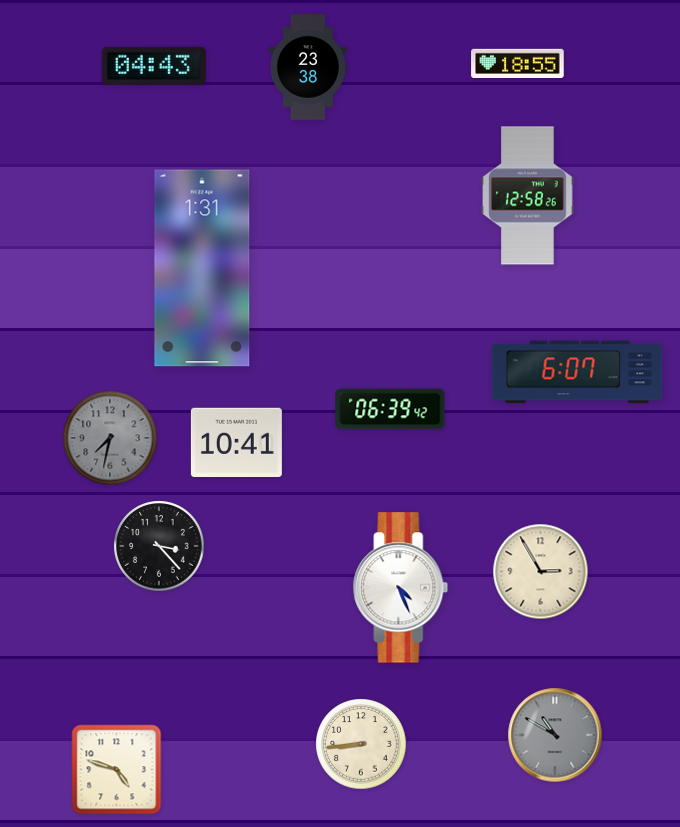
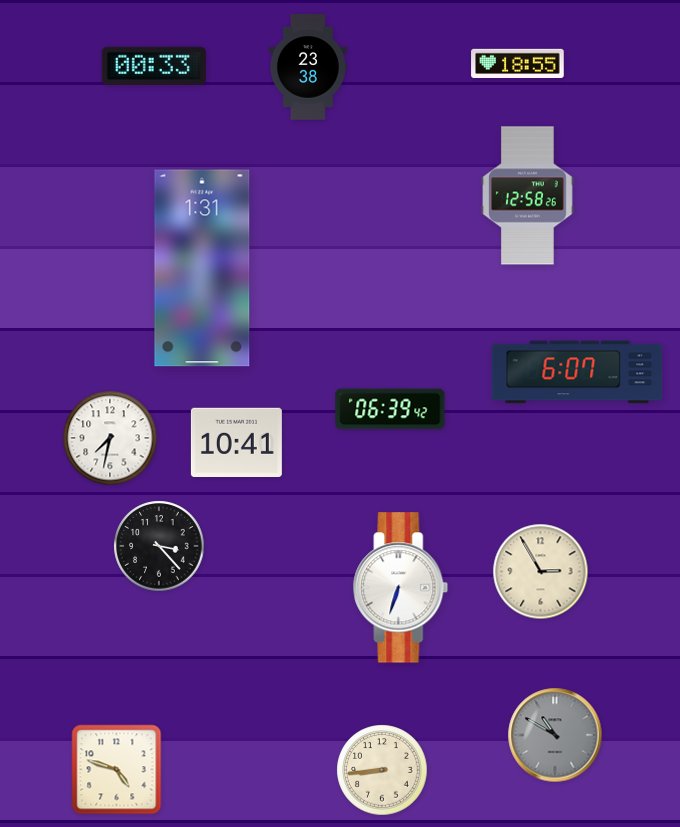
clock at (154, 66): 04:43 -> 00:33
clock at (110, 438) dial: grey -> white
clock at (401, 588): 4:26 -> 6:33
clock at (361, 744) position: (361, 744) -> (382, 770)
